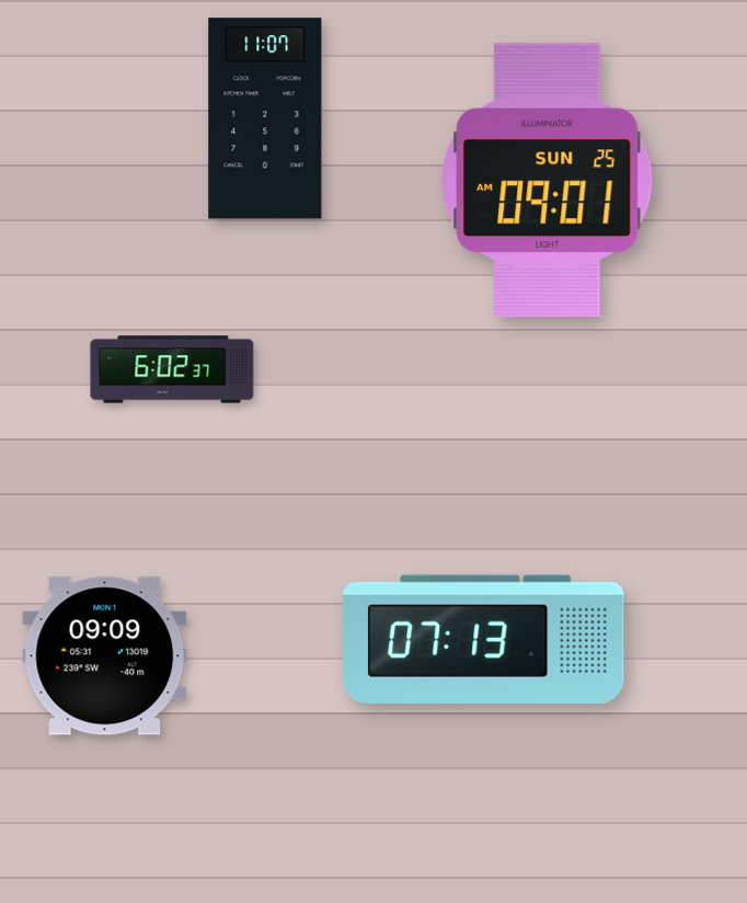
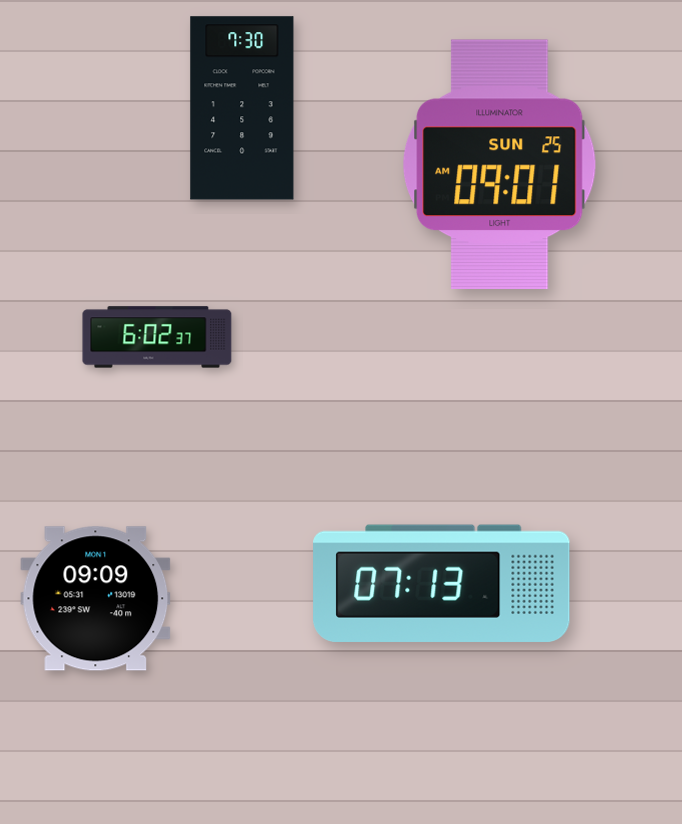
clock at (265, 118): 11:07 -> 7:30
